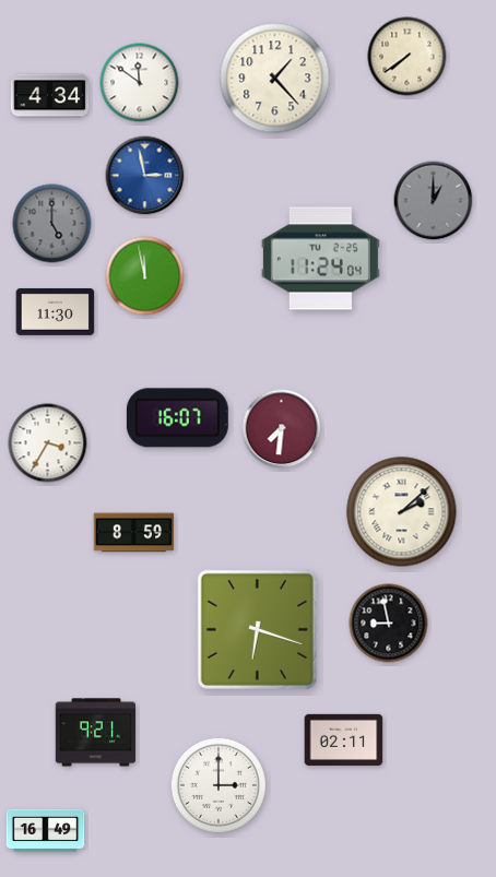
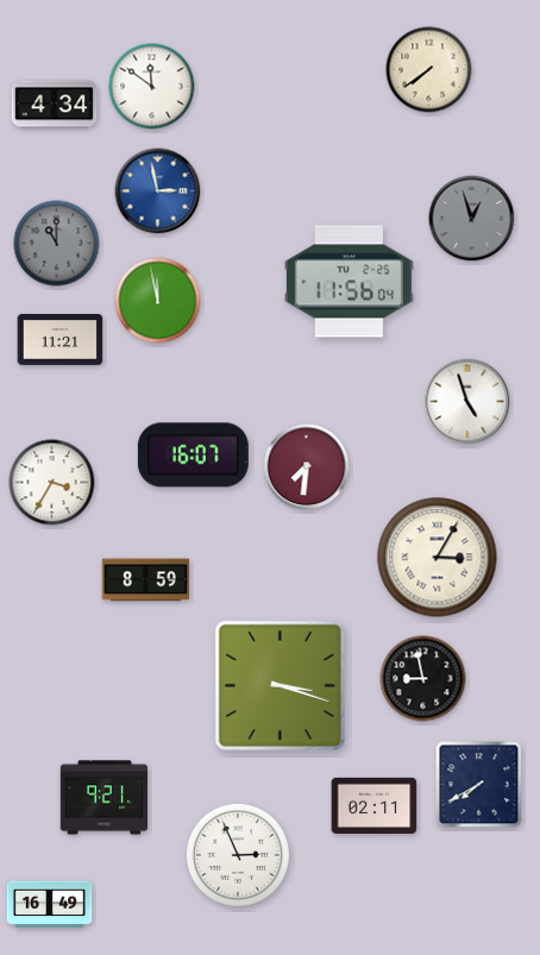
clock at (408, 57) position: (408, 57) -> (429, 70)
clock at (275, 79): 1:23 -> none
clock at (140, 83) position: (140, 83) -> (152, 87)
clock at (434, 201): 1:00 -> 12:57
clock at (52, 224): 5:00 -> 11:00
clock at (320, 259): 11:24 -> 11:56
clock at (56, 311): 11:30 -> 11:21
clock at (467, 402): none -> 4:57
clock at (402, 512): 2:08 -> 3:05
clock at (257, 629): 6:18 -> 3:18
clock at (479, 785): none -> 7:40
clock at (219, 785): 3:00 -> 2:56
